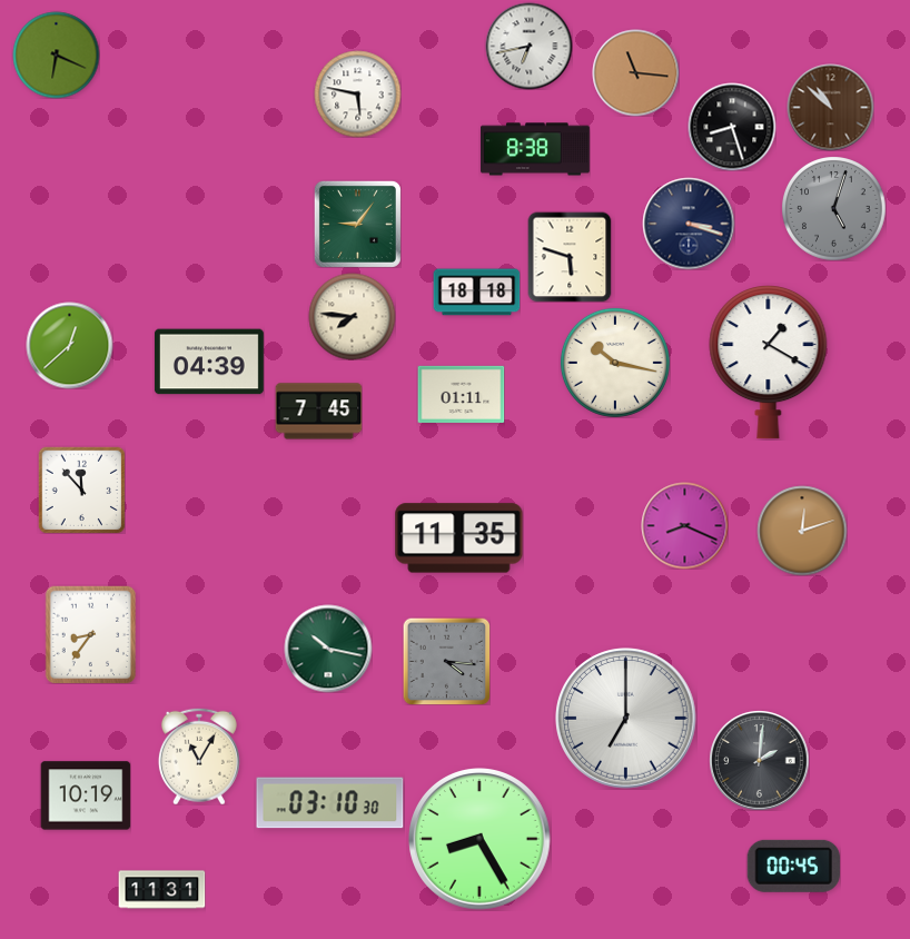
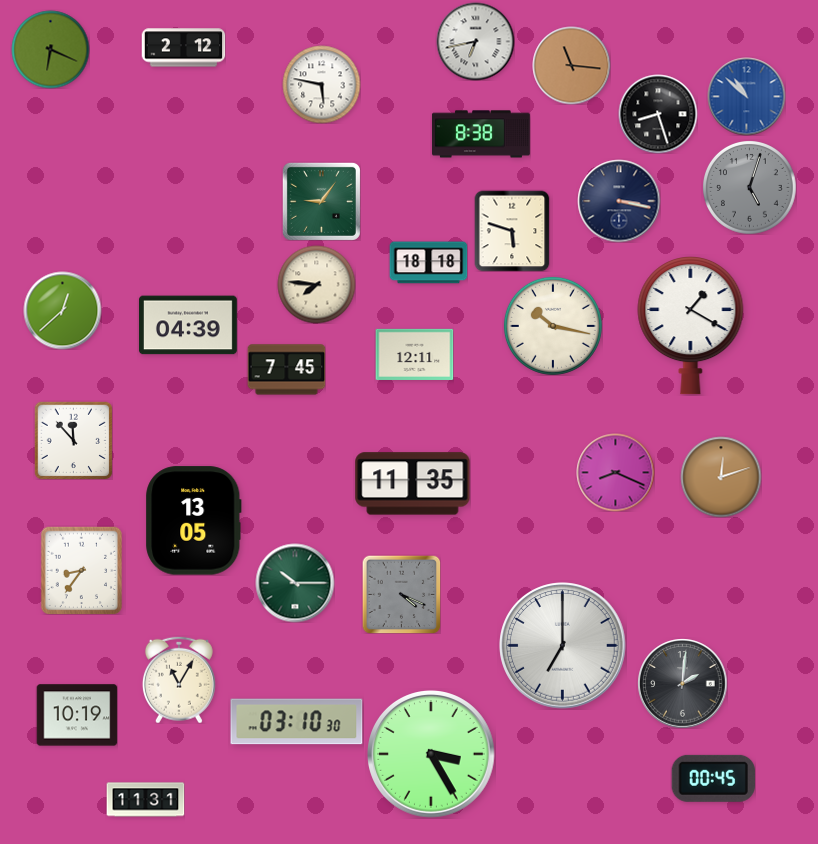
clock at (183, 48): none -> 2:12
clock at (830, 107) dial: brown -> blue
clock at (689, 224): 3:18 -> 3:17
clock at (461, 394): 01:11 -> 12:11
clock at (194, 521): none -> 13:05
clock at (328, 649): 10:17 -> 10:15
clock at (446, 661): 4:16 -> 4:19
clock at (481, 840): 8:25 -> 3:25
